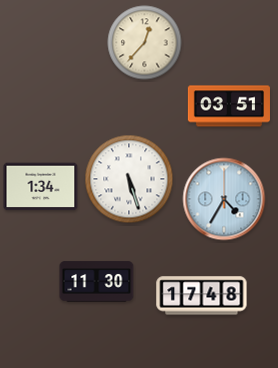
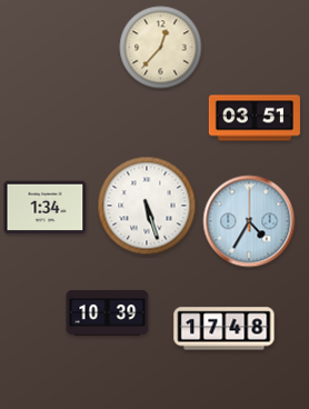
clock at (129, 179) position: (129, 179) -> (147, 206)
clock at (97, 282): 11:30 -> 10:39
